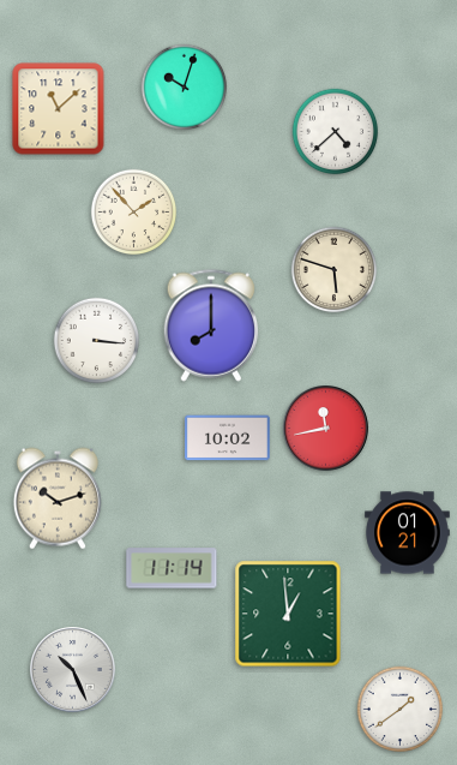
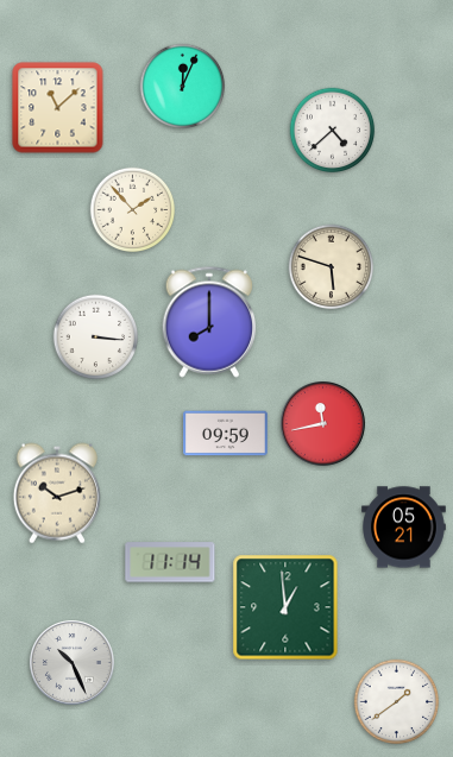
clock at (185, 88): 10:03 -> 12:04
clock at (228, 438): 10:02 -> 09:59
clock at (408, 533): 01:21 -> 05:21
